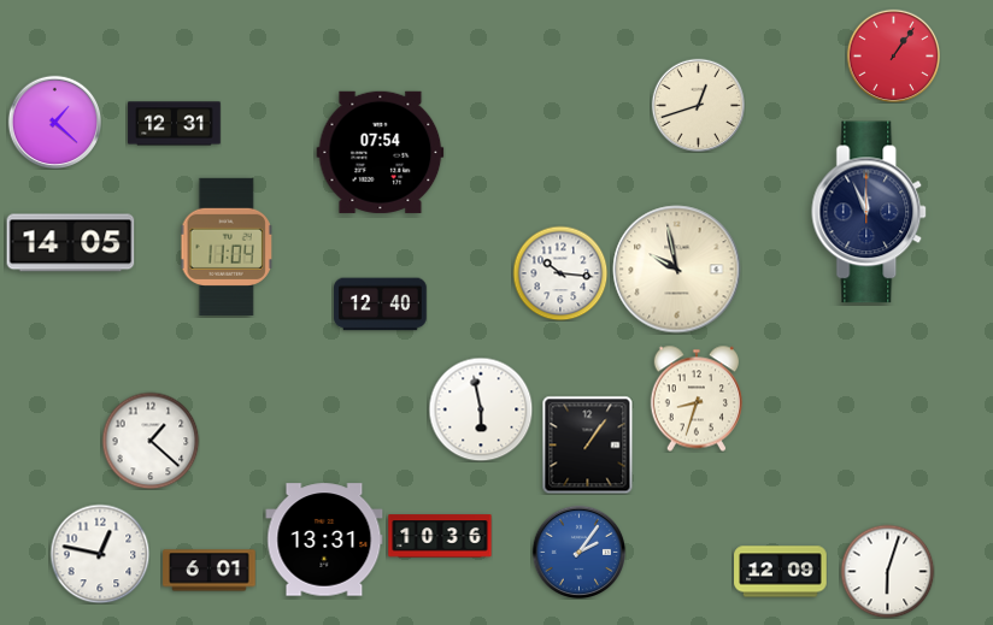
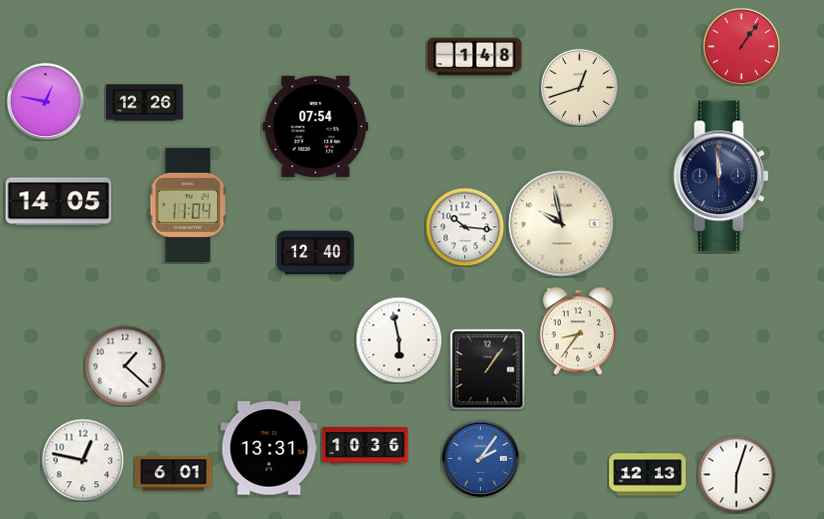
clock at (475, 57): none -> 1:48
clock at (54, 122): 1:22 -> 12:47
clock at (175, 124): 12:31 -> 12:26
clock at (870, 212): 11:56 -> 11:59
clock at (695, 399): 8:33 -> 8:36
clock at (781, 572): 12:09 -> 12:13
